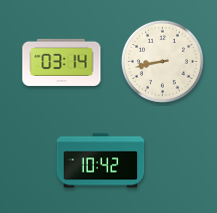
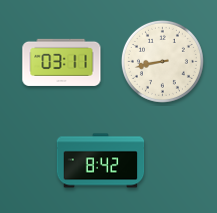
clock at (62, 62): 03:14 -> 03:11
clock at (101, 161): 10:42 -> 8:42
